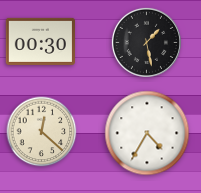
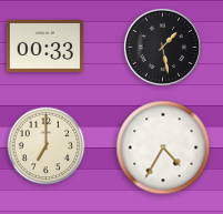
clock at (40, 41): 00:30 -> 00:33
clock at (42, 132): 12:22 -> 7:00
